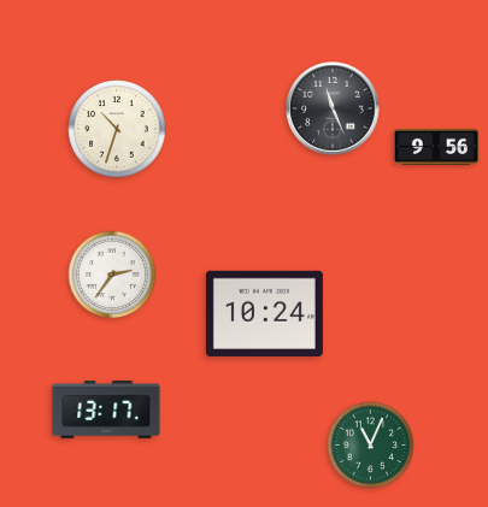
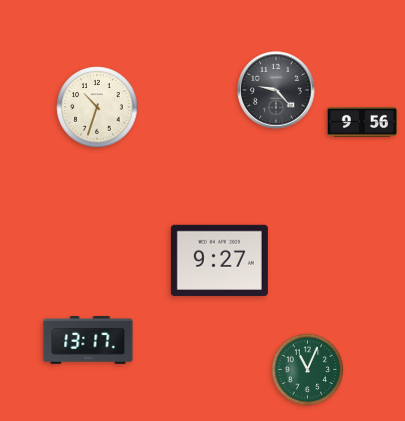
clock at (333, 108): 11:26 -> 9:23
clock at (112, 275): 2:36 -> none
clock at (264, 313): 10:24 -> 9:27
